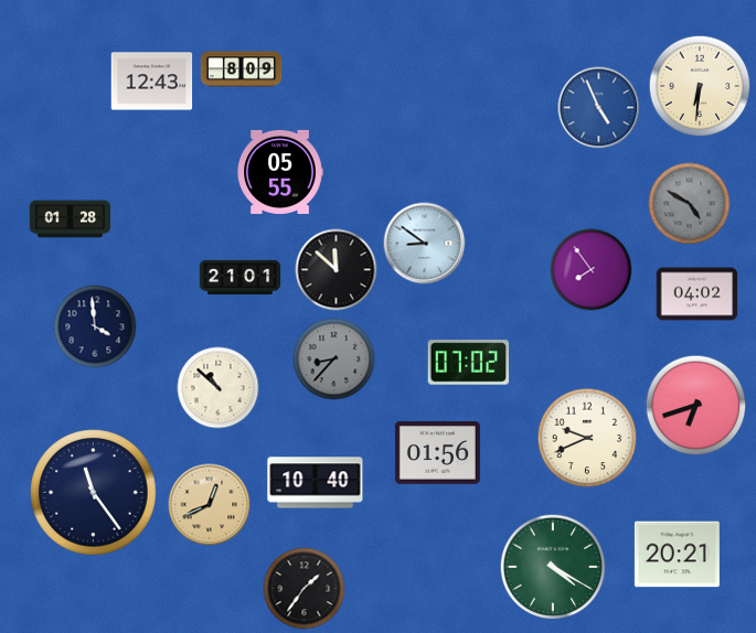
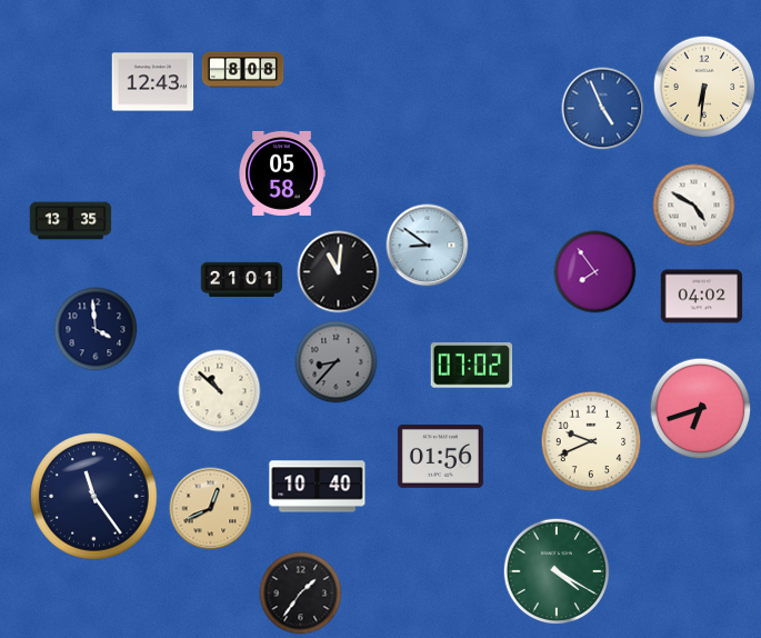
clock at (242, 69): 8:09 -> 8:08
clock at (280, 172): 05:55 -> 05:58
clock at (690, 204) dial: grey -> white
clock at (71, 219): 01:28 -> 13:35
clock at (337, 270): 11:52 -> 11:01
clock at (677, 555): 20:21 -> none
clock at (305, 589) position: (305, 589) -> (301, 594)
